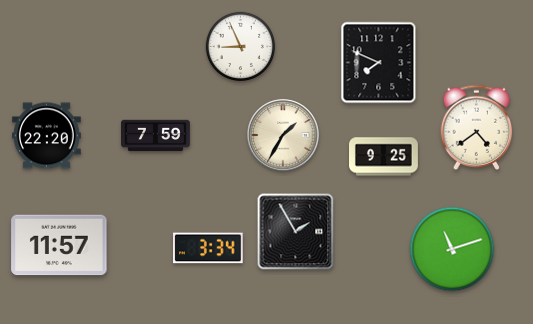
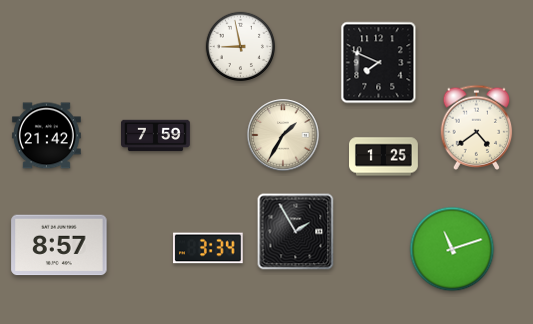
clock at (240, 46): 8:56 -> 8:58
clock at (46, 136): 22:20 -> 21:42
clock at (384, 157): 9:25 -> 1:25
clock at (59, 245): 11:57 -> 8:57
